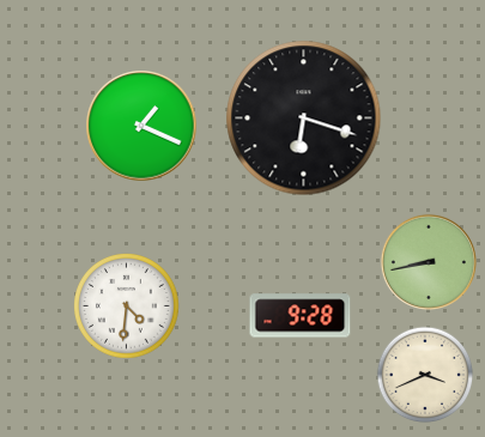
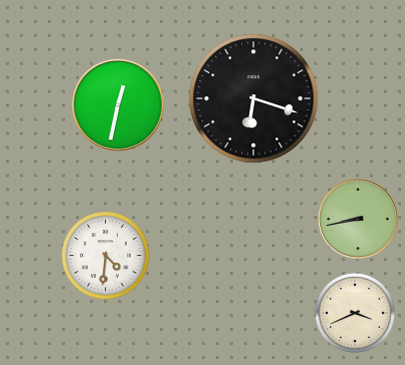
clock at (141, 126): 1:19 -> 12:32
clock at (301, 316): 9:28 -> none
